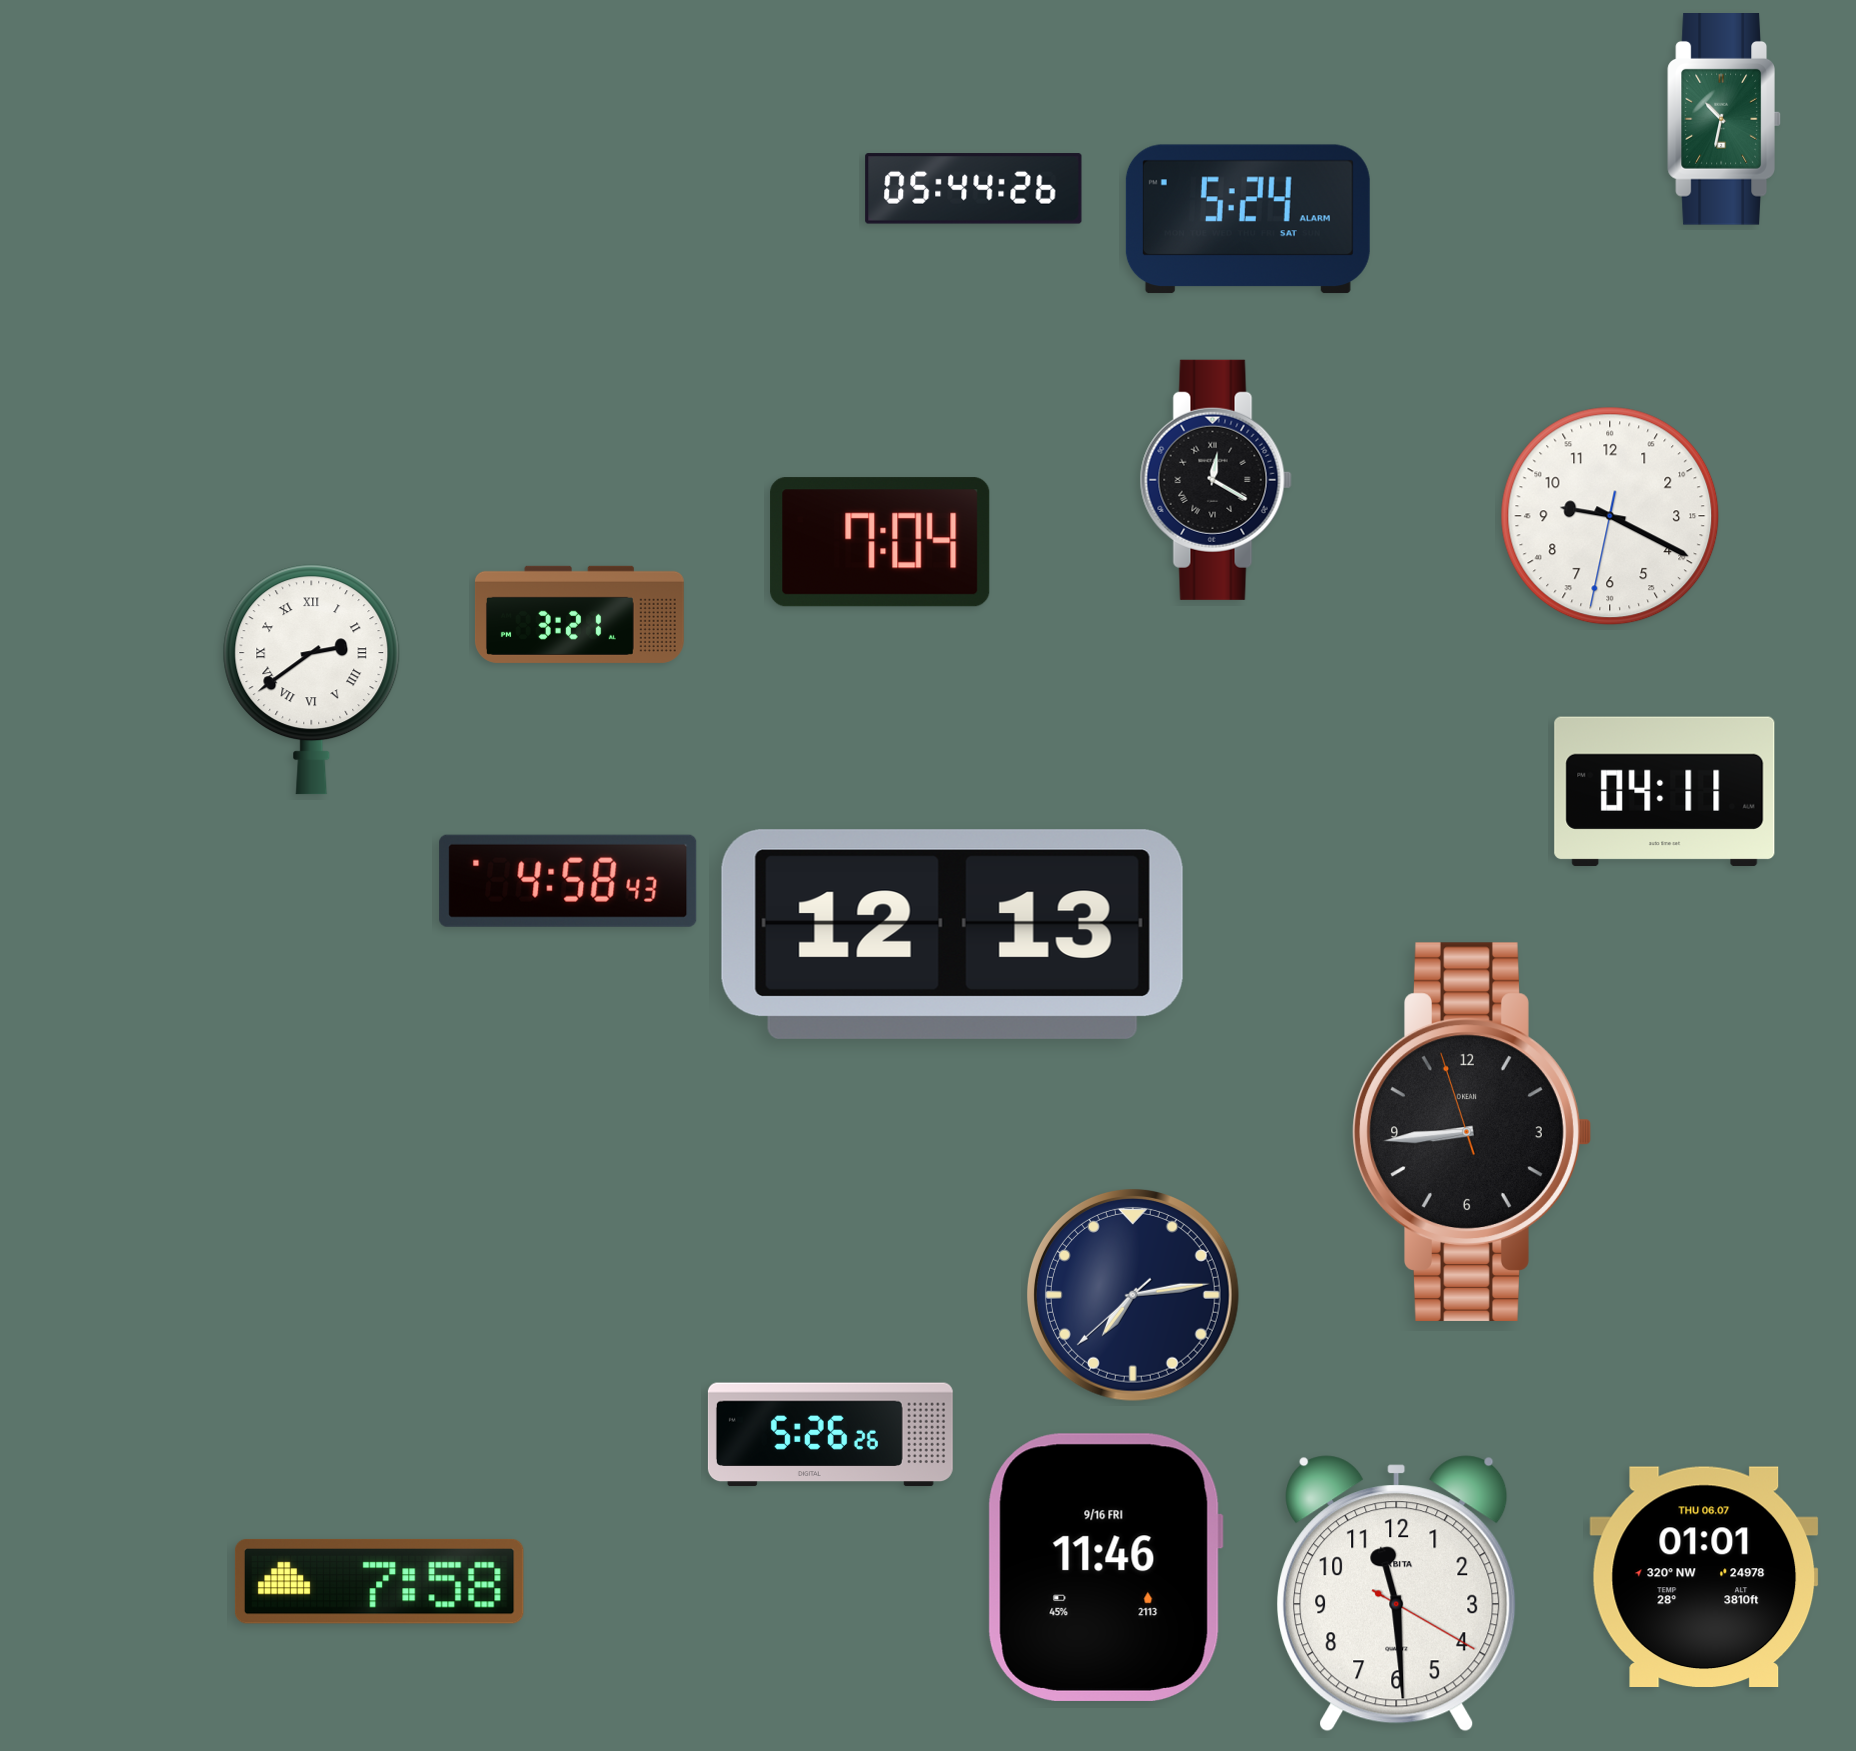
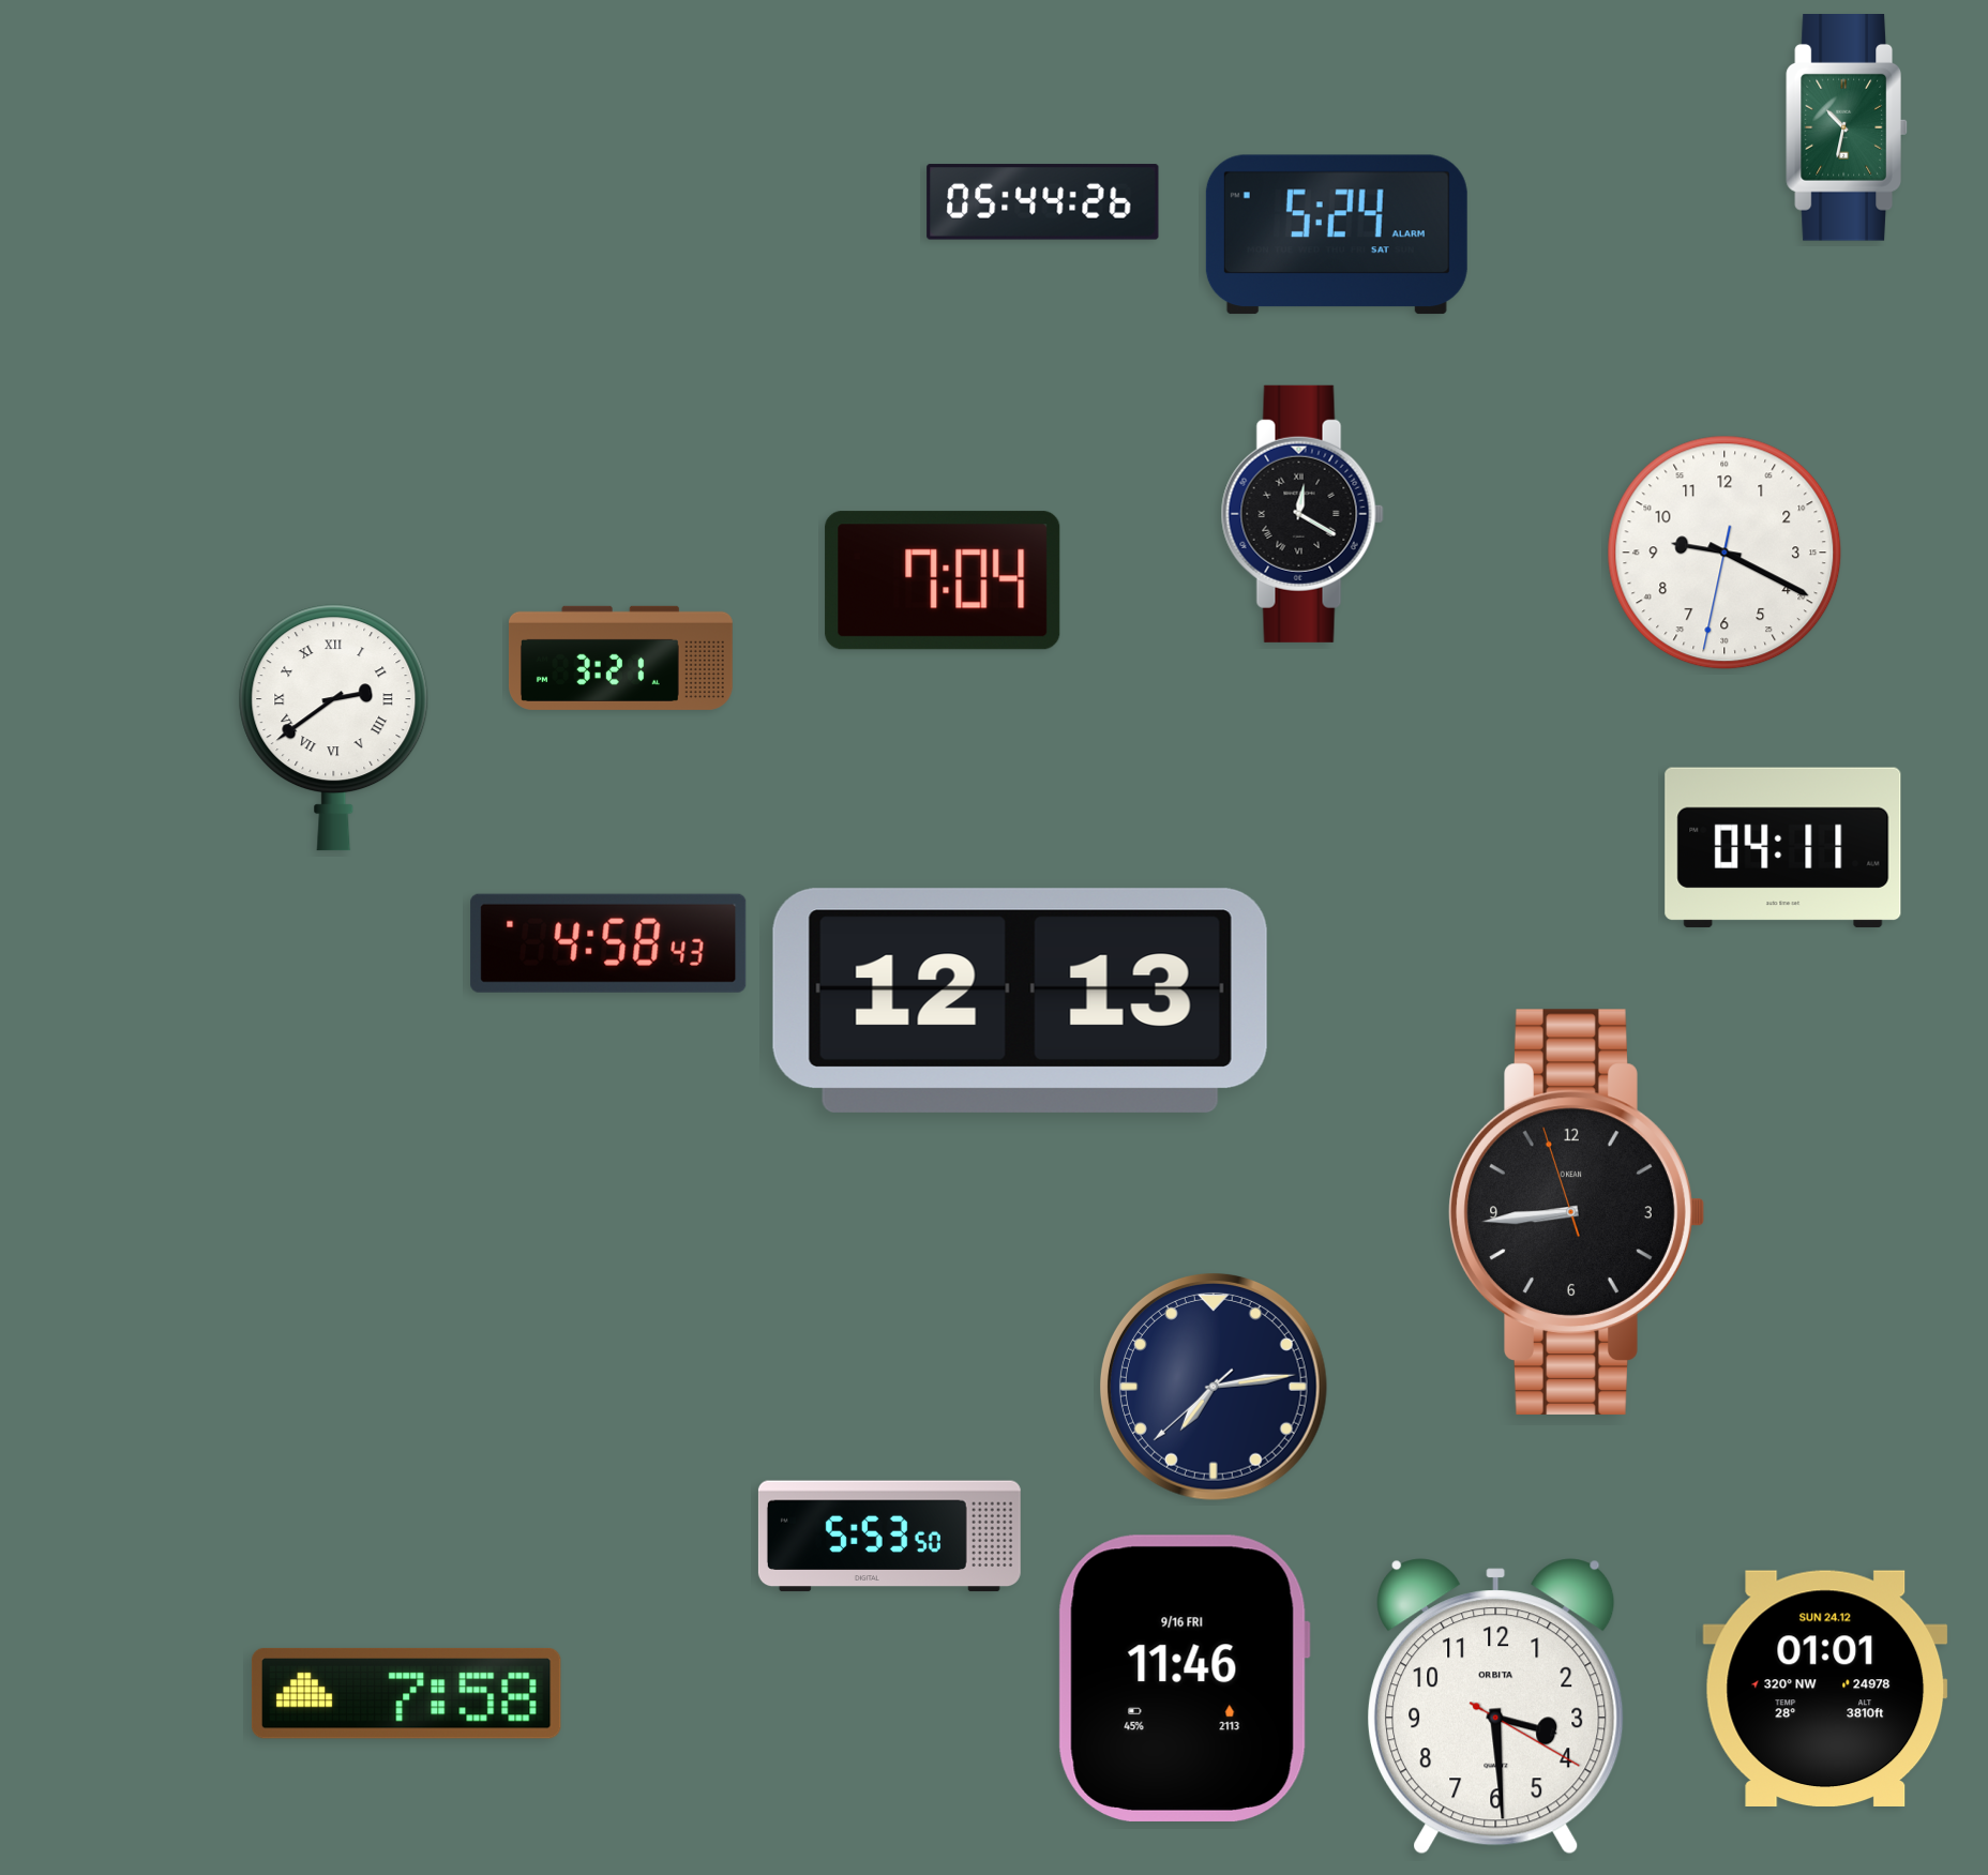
clock at (830, 1435): 5:26 -> 5:53
clock at (1704, 1576) date: THU 06.07 -> SUN 24.12
clock at (1397, 1594): 11:29 -> 3:29
